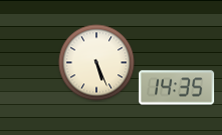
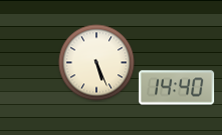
clock at (177, 88): 14:35 -> 14:40
